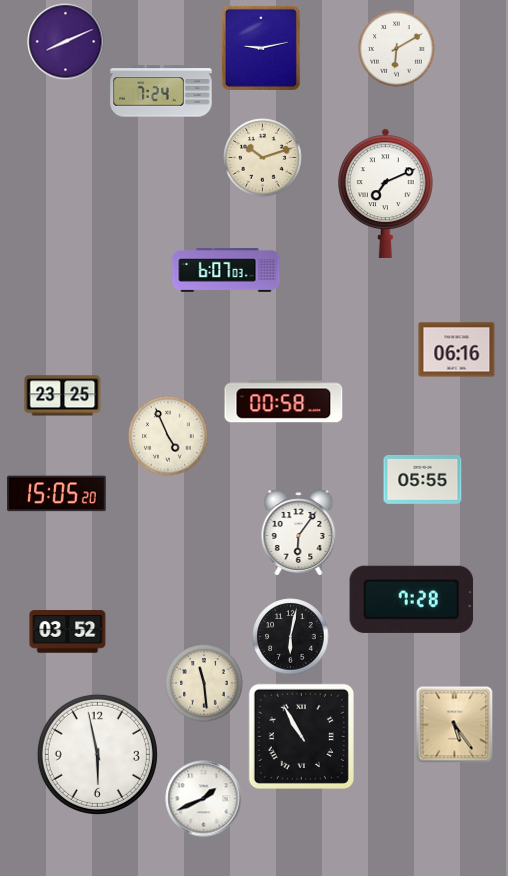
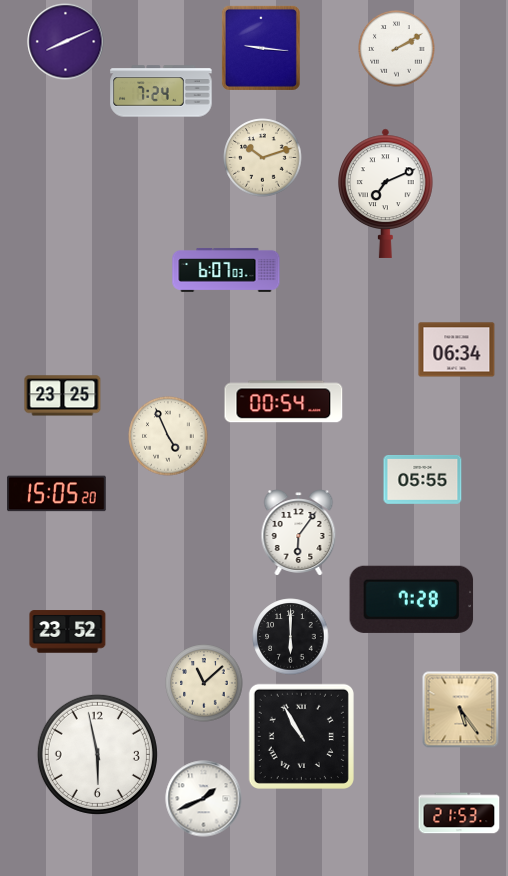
clock at (261, 48): 9:13 -> 9:16
clock at (397, 49): 6:10 -> 2:10
clock at (457, 350): 06:16 -> 06:34
clock at (284, 402): 00:58 -> 00:54
clock at (68, 632): 03:52 -> 23:52
clock at (291, 637): 6:02 -> 6:00
clock at (204, 683): 11:29 -> 11:08
clock at (455, 725) position: (455, 725) -> (461, 710)
clock at (459, 813): none -> 21:53
